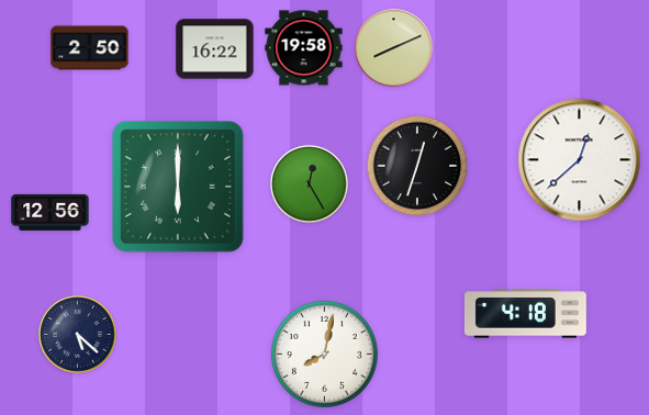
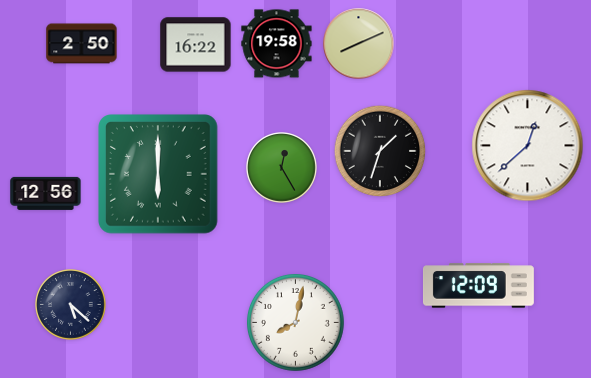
clock at (417, 166): 12:33 -> 1:33
clock at (179, 188) position: (179, 188) -> (159, 175)
clock at (525, 314): 4:18 -> 12:09
